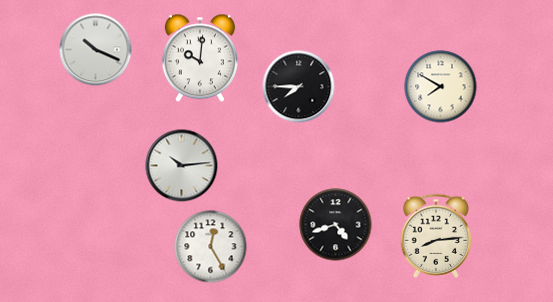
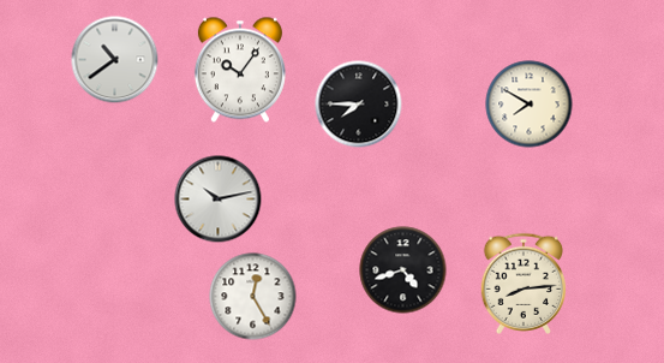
clock at (96, 50): 10:19 -> 10:39
clock at (200, 58): 10:01 -> 10:06
clock at (182, 166): 10:14 -> 10:13
